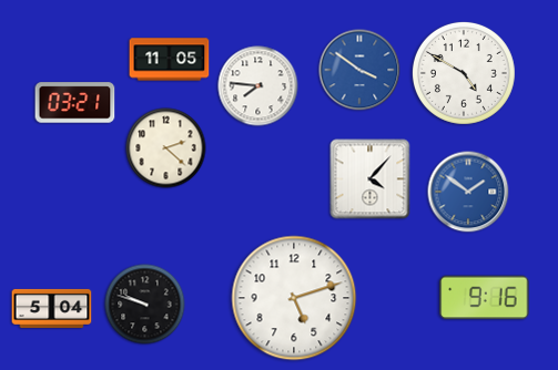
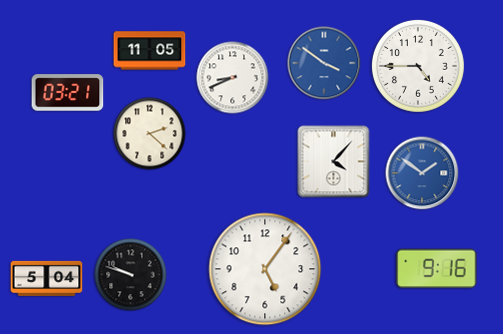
clock at (170, 60) position: (170, 60) -> (150, 51)
clock at (464, 73): 4:50 -> 4:45
clock at (258, 86): 7:46 -> 8:41
clock at (294, 298): 5:12 -> 5:06
